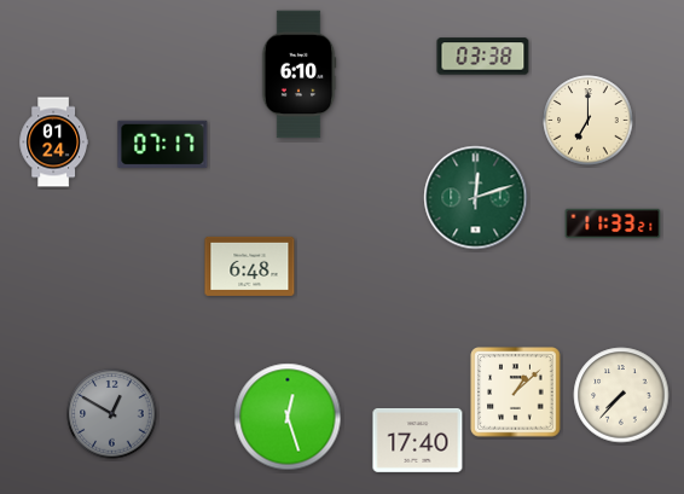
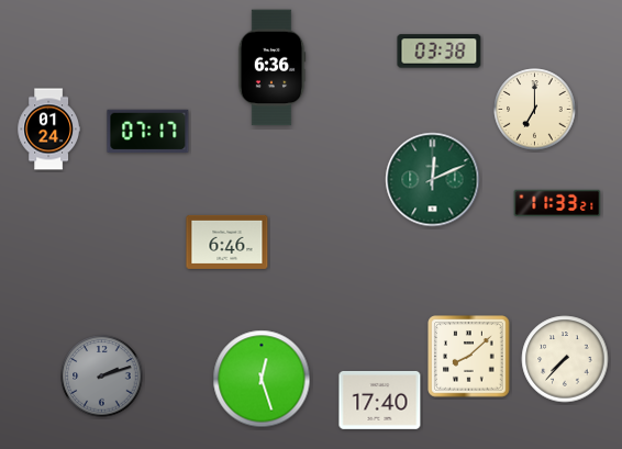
clock at (298, 75): 6:10 -> 6:36
clock at (476, 198): 12:12 -> 12:11
clock at (250, 266): 6:48 -> 6:46
clock at (516, 393): 1:08 -> 8:08
clock at (112, 414): 12:50 -> 2:12
